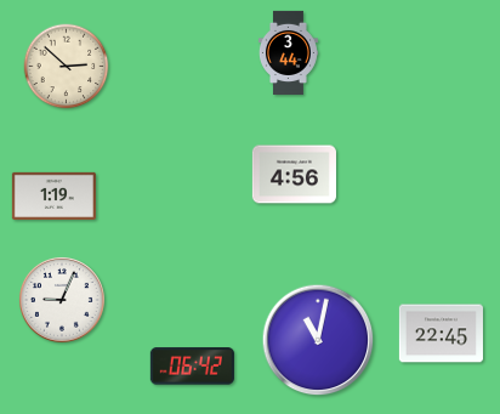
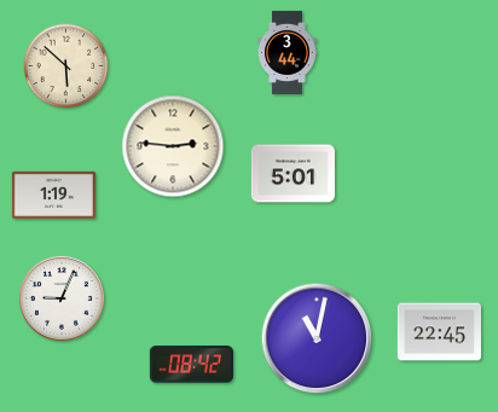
clock at (67, 67): 2:52 -> 5:52
clock at (173, 146): none -> 2:46
clock at (294, 175): 4:56 -> 5:01
clock at (192, 367): 06:42 -> 08:42
